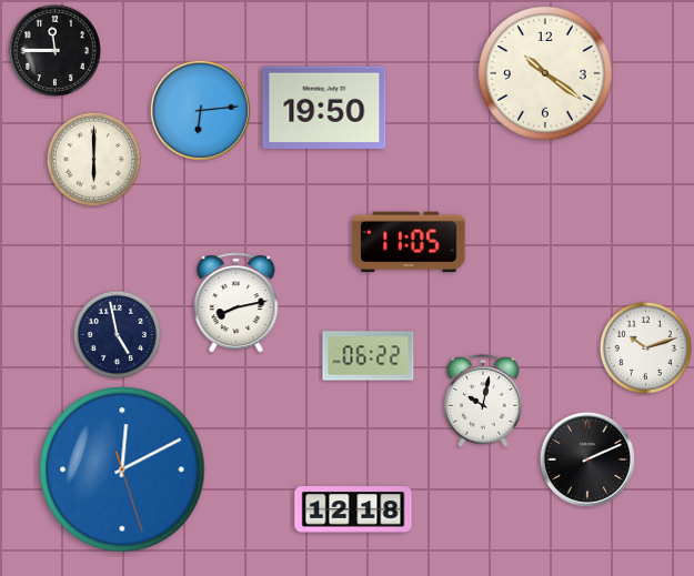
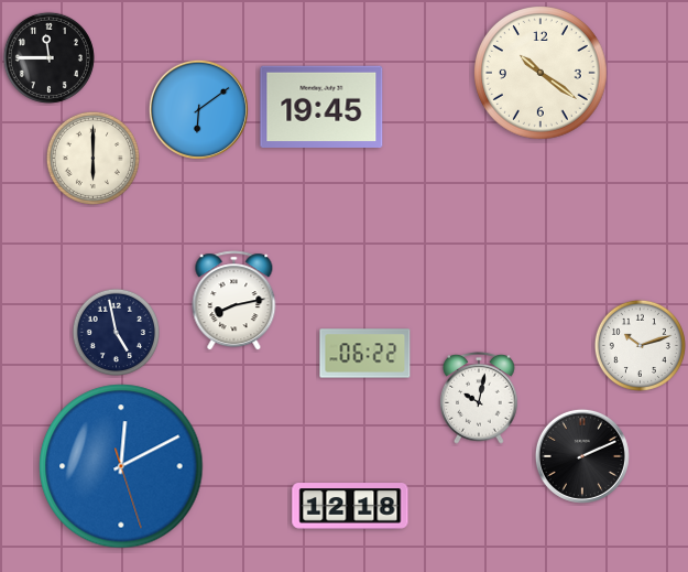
clock at (54, 50) position: (54, 50) -> (48, 57)
clock at (324, 108): 19:50 -> 19:45
clock at (200, 110): 6:14 -> 6:09
clock at (409, 241): 11:05 -> none
